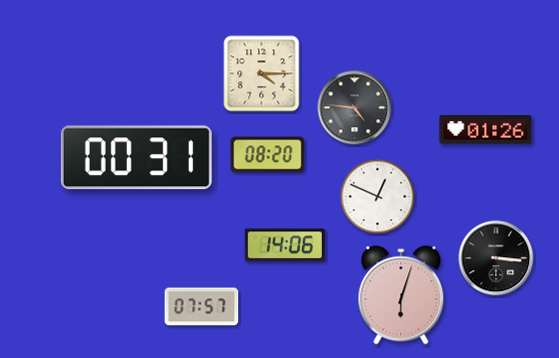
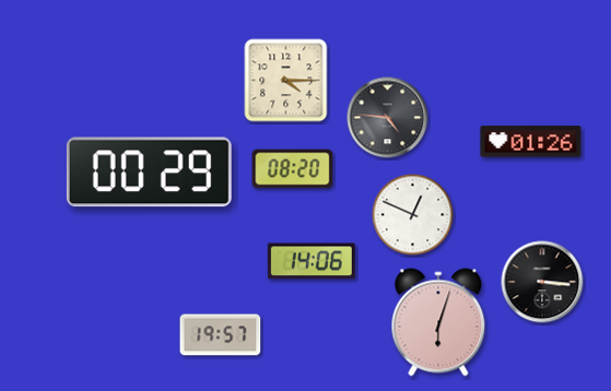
clock at (136, 158): 00:31 -> 00:29
clock at (285, 245) position: (285, 245) -> (312, 261)
clock at (202, 307): 07:57 -> 19:57
